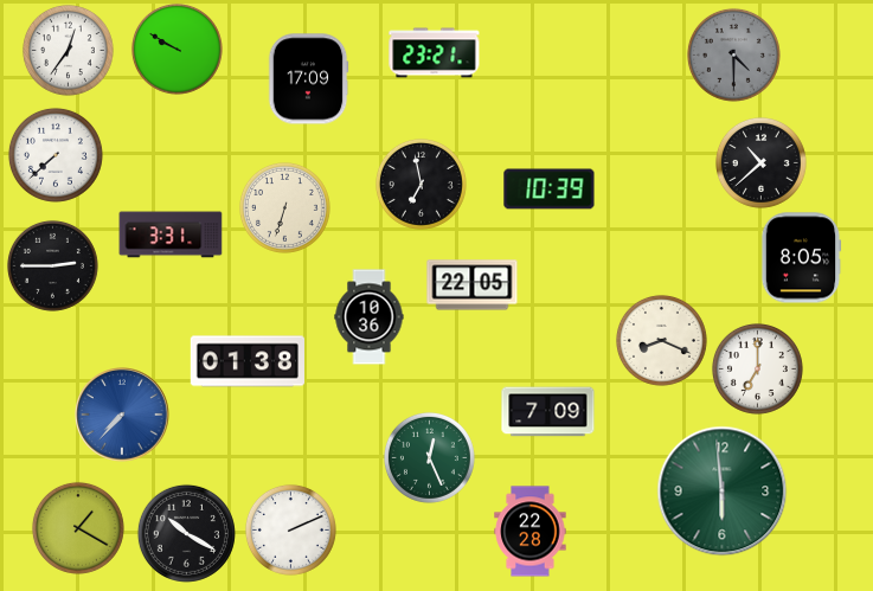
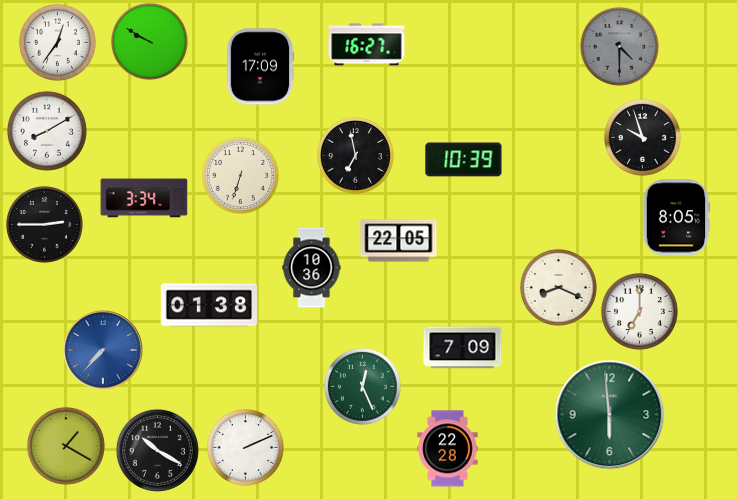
clock at (435, 53): 23:21 -> 16:27
clock at (56, 155): 7:38 -> 8:10
clock at (760, 162): 10:38 -> 9:57
clock at (171, 235): 3:31 -> 3:34
